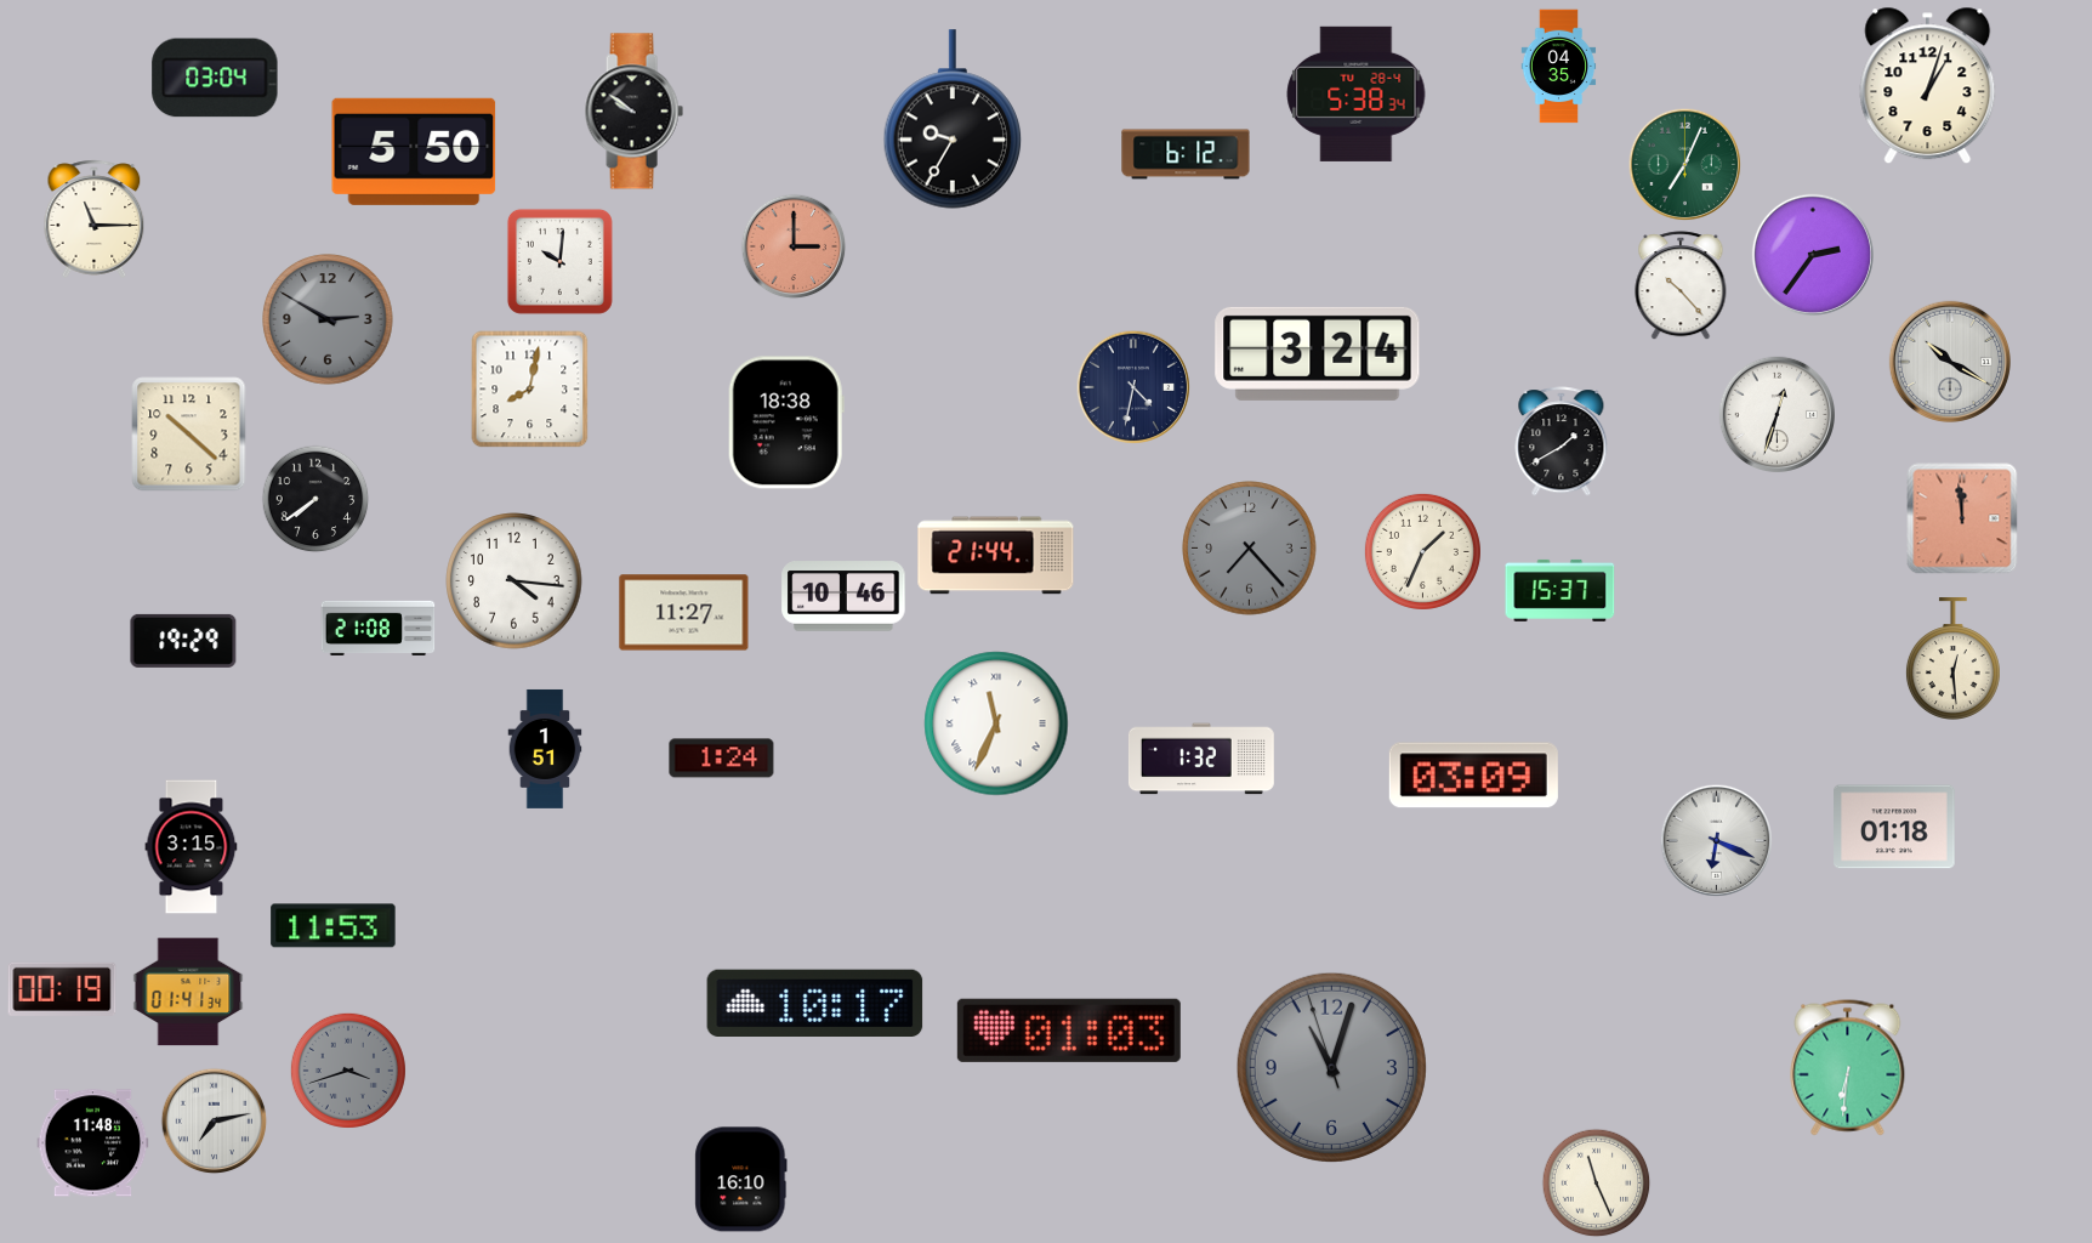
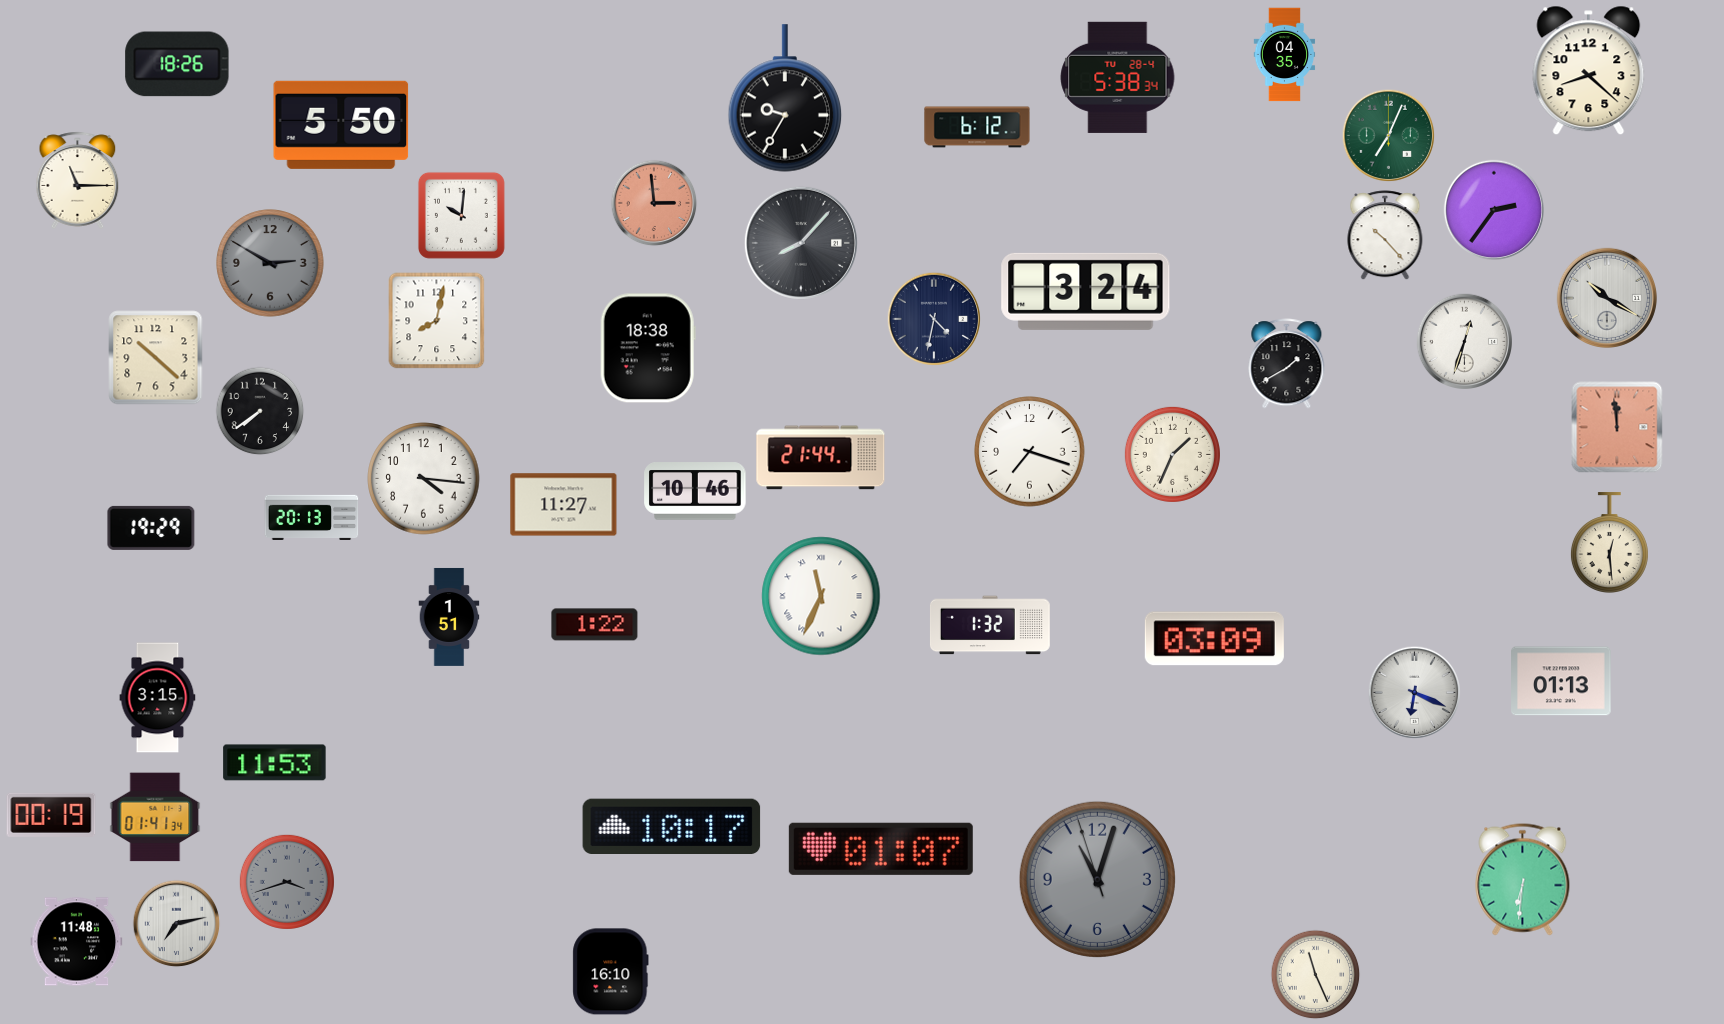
clock at (215, 78): 03:04 -> 18:26
clock at (1928, 86): 1:03 -> 8:22
clock at (633, 112): 9:51 -> none
clock at (794, 246): 3:00 -> 2:59
clock at (801, 243): none -> 8:07
clock at (1250, 549): 7:23 -> 7:18
clock at (1250, 549) dial: grey -> white
clock at (1561, 590): 15:37 -> none
clock at (379, 629): 21:08 -> 20:13
clock at (722, 759): 1:24 -> 1:22
clock at (1894, 827): 01:18 -> 01:13
clock at (1069, 1031): 01:03 -> 01:07
